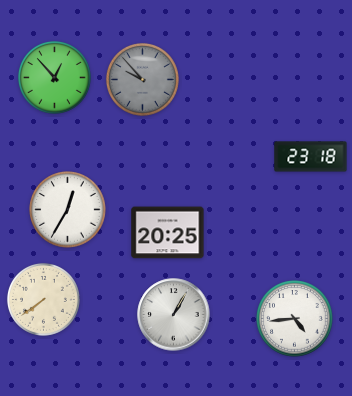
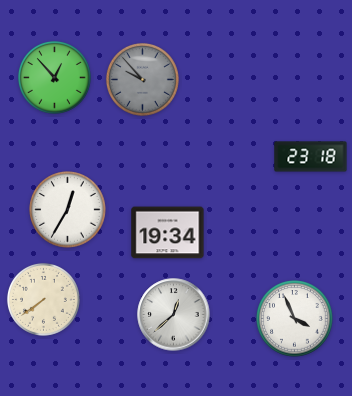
clock at (168, 233): 20:25 -> 19:34
clock at (174, 315): 1:05 -> 12:38
clock at (295, 319): 4:44 -> 3:56
